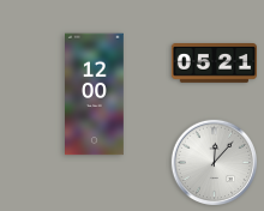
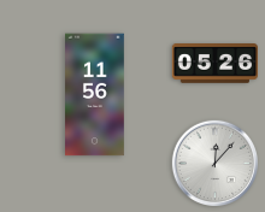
clock at (214, 64): 05:21 -> 05:26
clock at (95, 95): 12:00 -> 11:56
